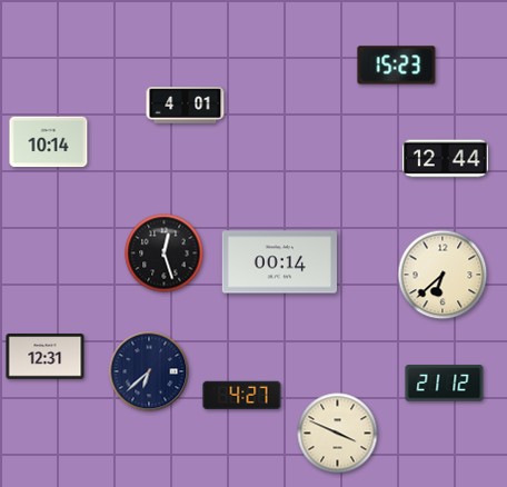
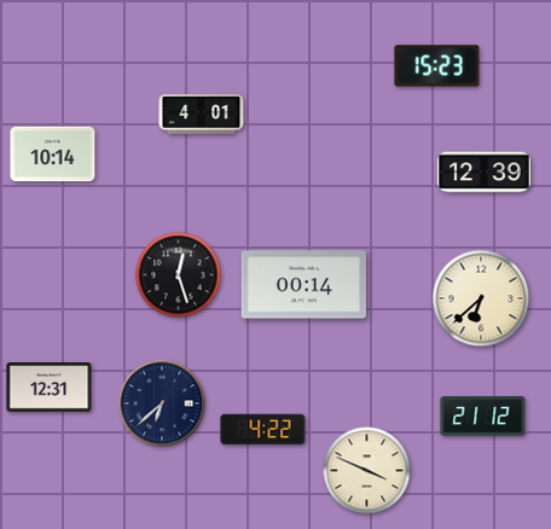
clock at (397, 66) position: (397, 66) -> (437, 66)
clock at (445, 159): 12:44 -> 12:39
clock at (242, 396): 4:27 -> 4:22
